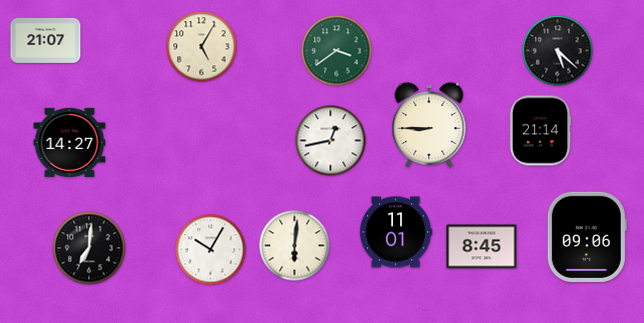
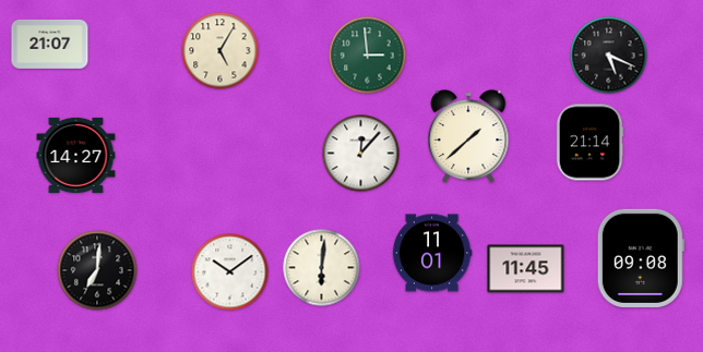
clock at (337, 51): 3:39 -> 2:59
clock at (558, 51): 5:22 -> 5:19
clock at (429, 125): 8:45 -> 1:38
clock at (331, 141): 12:43 -> 12:07
clock at (587, 237): 09:06 -> 09:08
clock at (482, 247): 8:45 -> 11:45
clock at (211, 250): 10:05 -> 10:09
